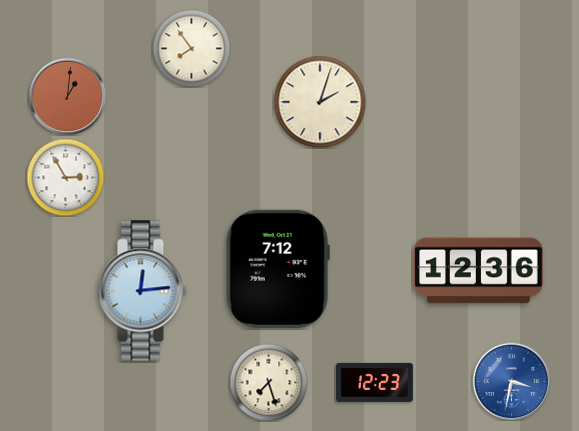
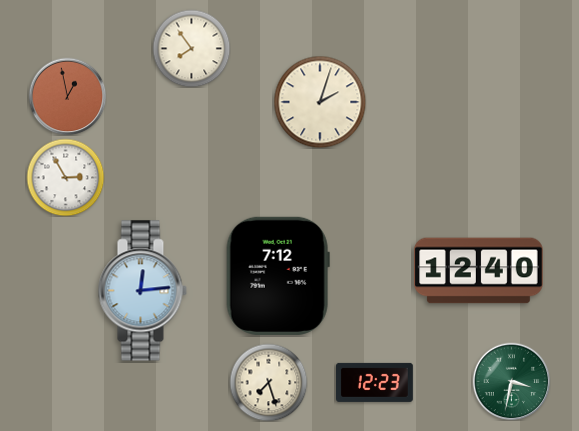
clock at (67, 96): 1:01 -> 12:58
clock at (278, 269) position: (278, 269) -> (278, 276)
clock at (479, 271): 12:36 -> 12:40
clock at (511, 381) dial: blue -> green
